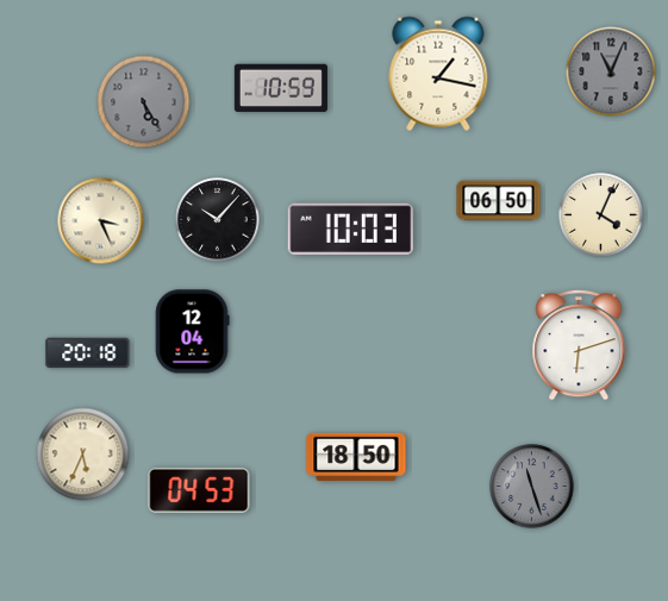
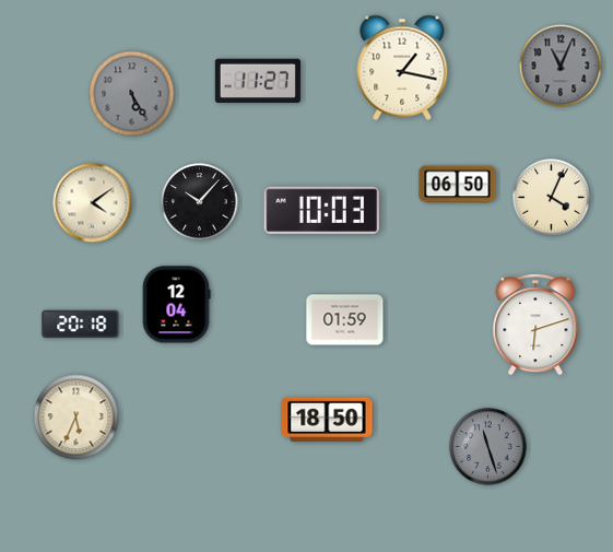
clock at (281, 88): 10:59 -> 11:27
clock at (101, 221): 3:26 -> 4:09
clock at (579, 345) position: (579, 345) -> (535, 325)
clock at (345, 320): none -> 01:59
clock at (199, 490): 04:53 -> none
